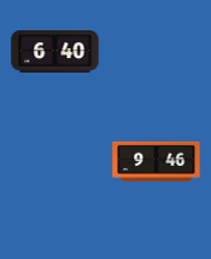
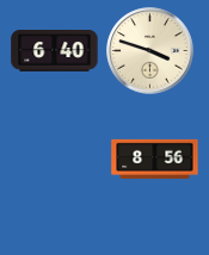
clock at (150, 51): none -> 3:48
clock at (157, 161): 9:46 -> 8:56
